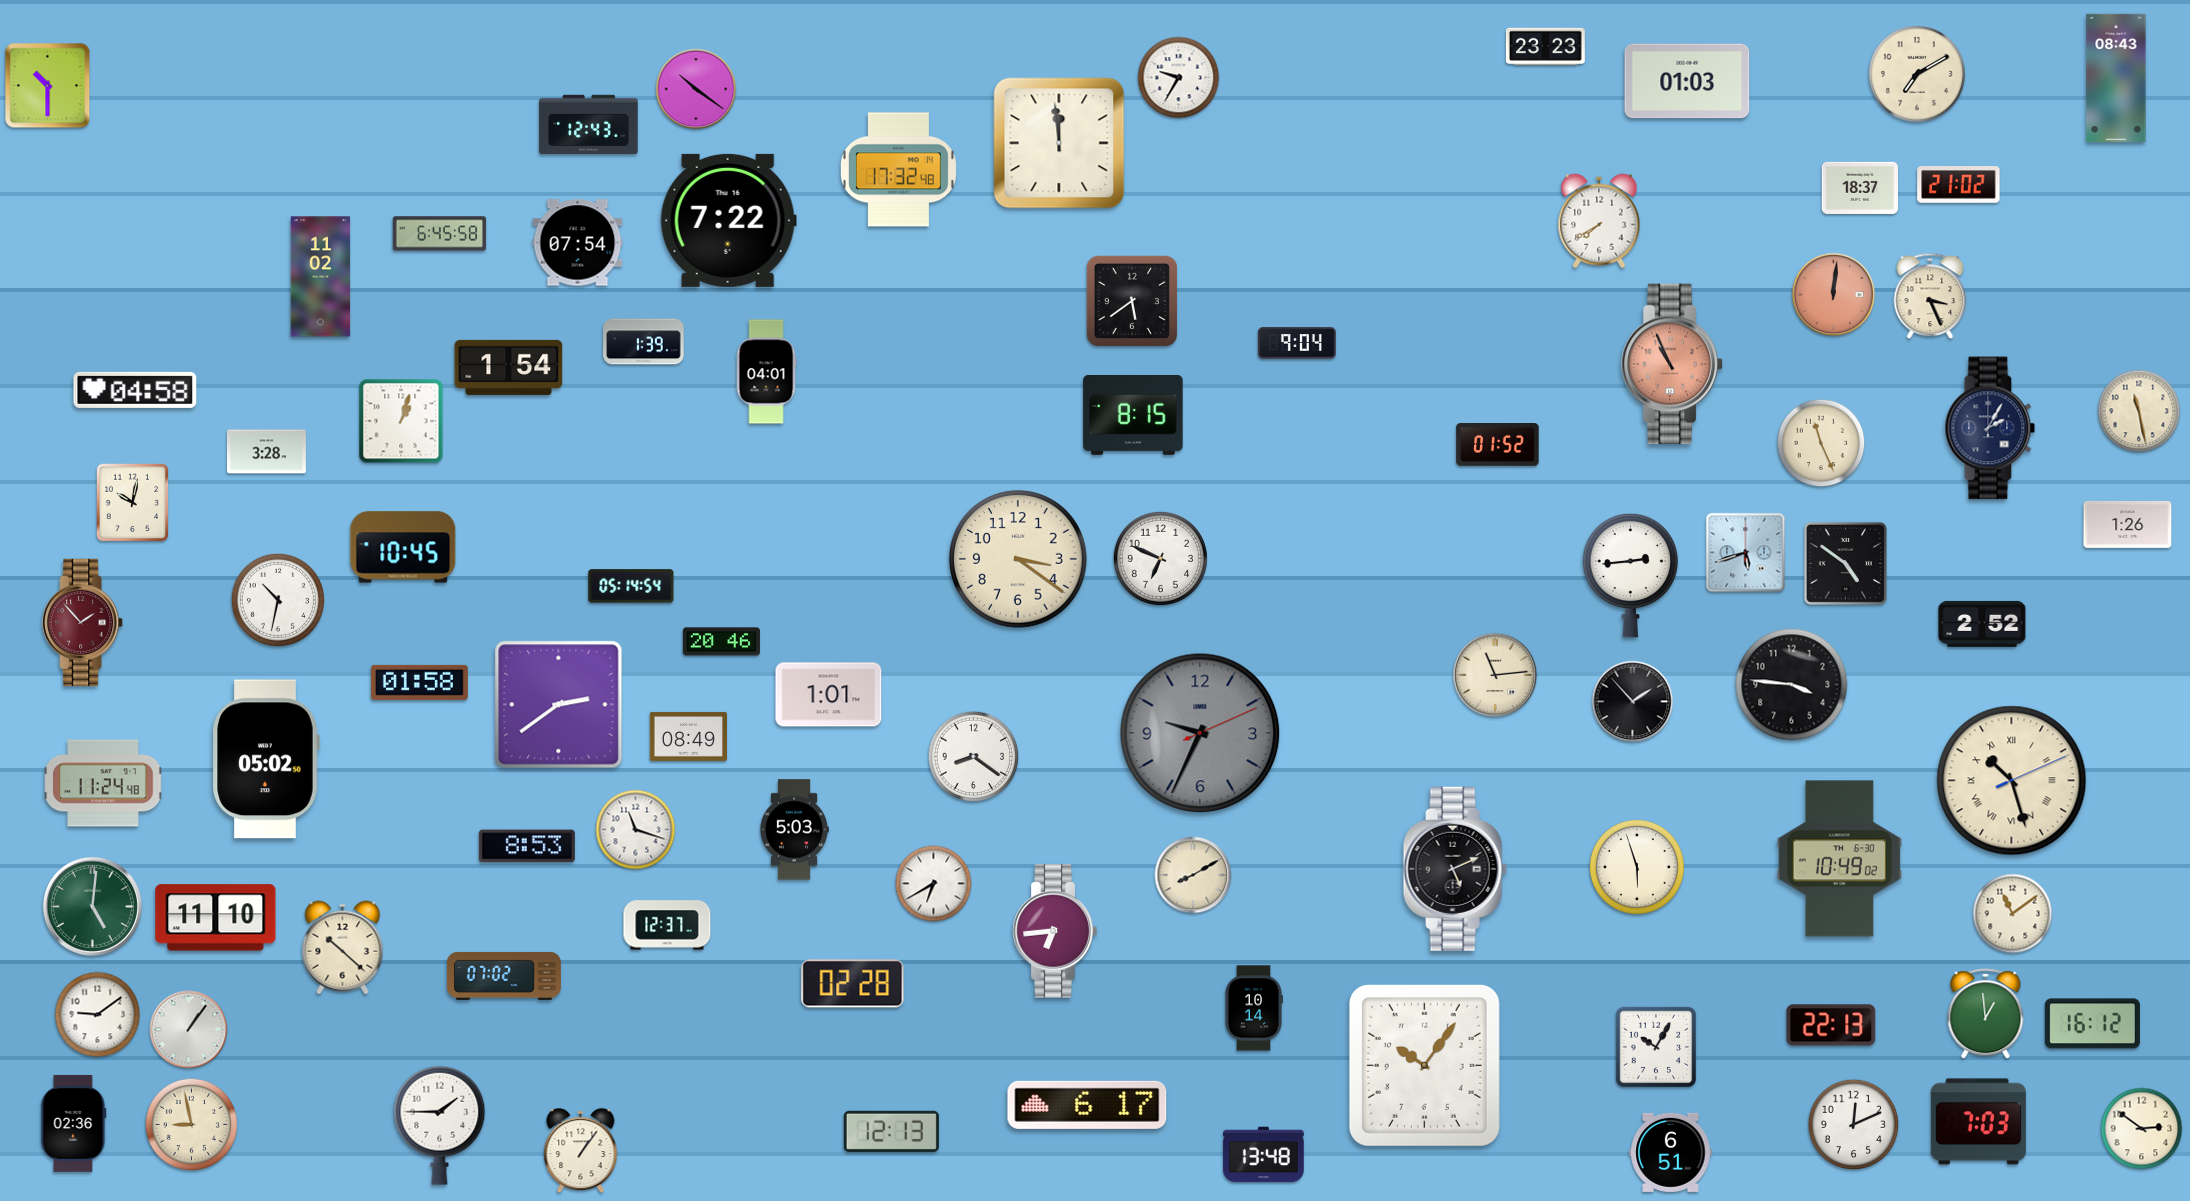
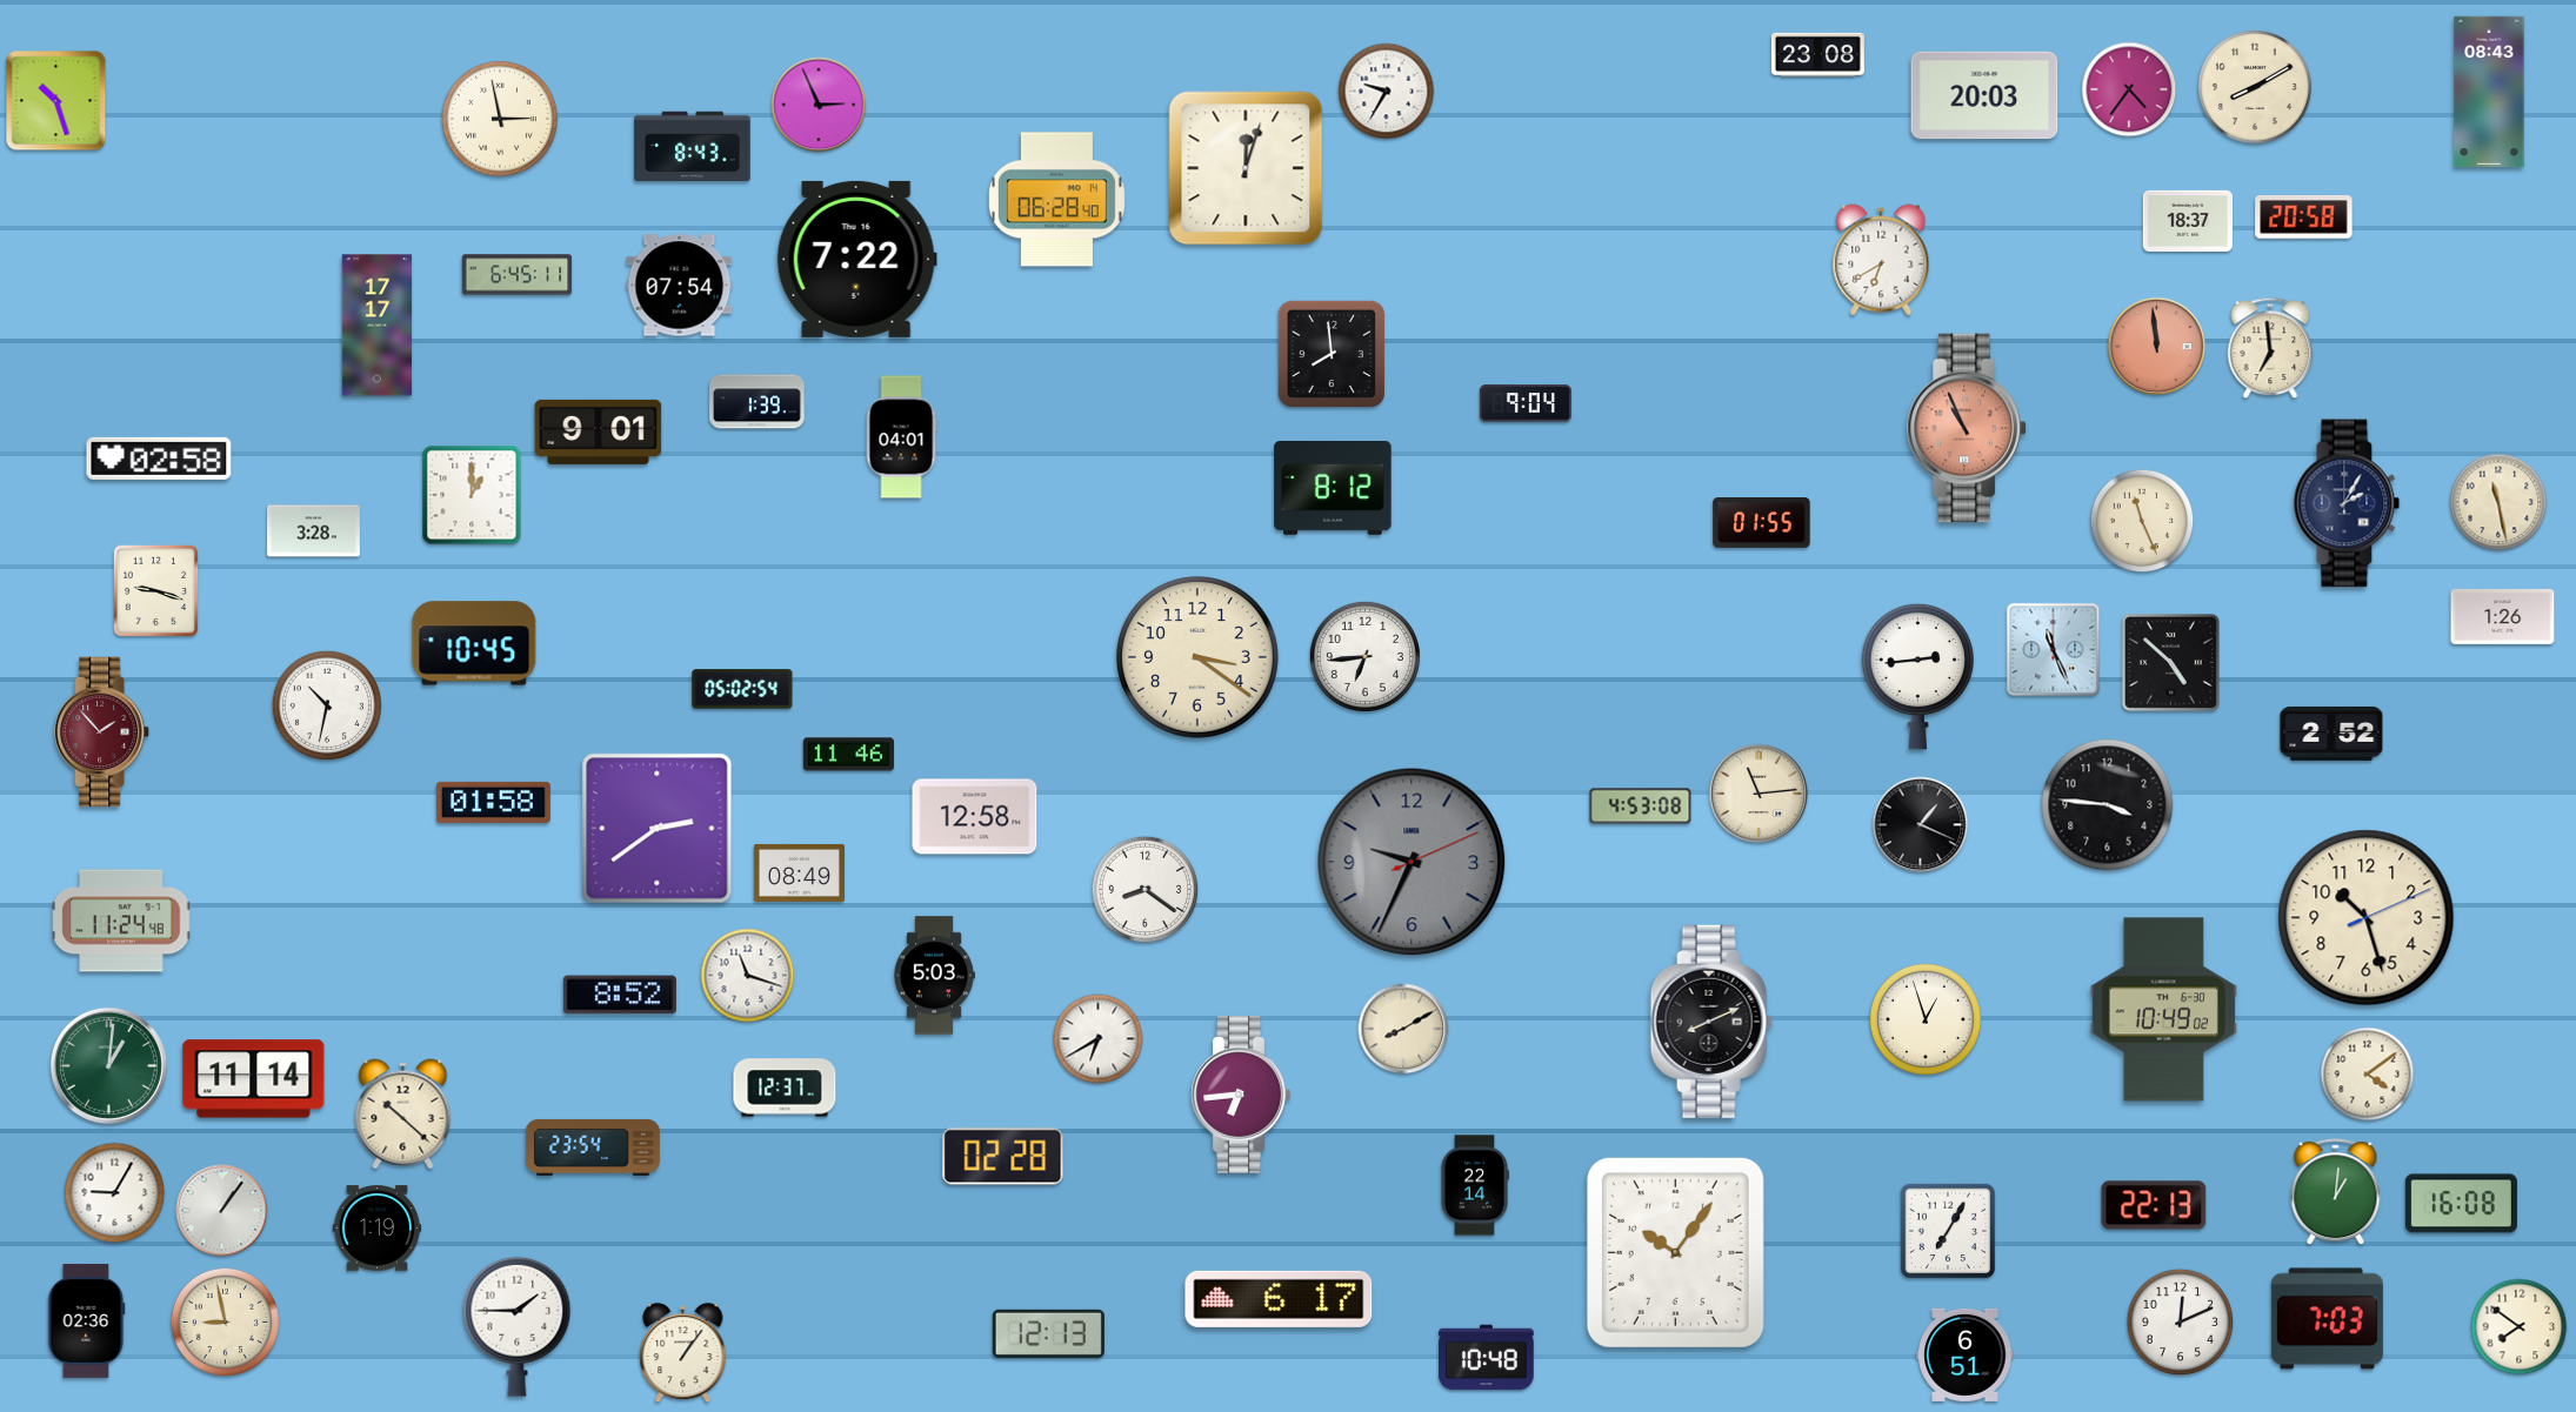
clock at (1545, 46): 23:23 -> 23:08
clock at (1917, 74): 7:10 -> 8:10
clock at (2129, 89): none -> 4:36
clock at (1687, 81): 01:03 -> 20:03
clock at (48, 86): 10:30 -> 10:27
clock at (696, 89): 10:21 -> 2:56
clock at (500, 119): none -> 2:58
clock at (589, 125): 12:43 -> 8:43
clock at (1059, 143): 11:59 -> 12:03
clock at (898, 170): 17:32 -> 06:28
clock at (1959, 185): 21:02 -> 20:58
clock at (1599, 221): 7:40 -> 6:40
clock at (440, 234): 6:45:58 -> 6:45:11
clock at (321, 277): 11:02 -> 17:17
clock at (1834, 295): 12:01 -> 11:59
clock at (1930, 296): 3:26 -> 6:59
clock at (1131, 300): 5:39 -> 7:59
clock at (509, 367): 1:54 -> 9:01
clock at (135, 390): 04:58 -> 02:58
clock at (2139, 411) position: (2139, 411) -> (2498, 502)
clock at (1133, 415): 8:15 -> 8:12
clock at (401, 421): 1:03 -> 1:00
clock at (1990, 428) position: (1990, 428) -> (2347, 503)
clock at (1498, 445): 01:52 -> 01:55
clock at (133, 503): 10:02 -> 9:18
clock at (1746, 553): 5:42 -> 11:26
clock at (1160, 558): 6:49 -> 6:44
clock at (1845, 563): 4:51 -> 4:52
clock at (631, 586): 05:14 -> 05:02
clock at (83, 623) position: (83, 623) -> (102, 732)
clock at (721, 642): 20:46 -> 11:46
clock at (1641, 807): none -> 4:53
clock at (829, 695): 1:01 -> 12:58
clock at (1633, 702): 1:53 -> 1:19
clock at (688, 736) position: (688, 736) -> (799, 872)
clock at (266, 759): 05:02 -> none
clock at (2012, 781) numerals: Roman -> Arabic
clock at (527, 846): 8:53 -> 8:52
clock at (1637, 867): 5:57 -> 12:57
clock at (1455, 869): 5:11 -> 8:11
clock at (92, 906): 5:01 -> 1:01
clock at (2013, 914): 11:09 -> 4:09
clock at (216, 918): 11:10 -> 11:14
clock at (504, 976): 07:02 -> 23:54
clock at (1253, 1008): 10:14 -> 22:14
clock at (1986, 1014): 12:59 -> 1:01
clock at (98, 1015): 9:09 -> 9:05
clock at (2092, 1024): 16:12 -> 16:08
clock at (378, 1229): none -> 1:19
clock at (1656, 1047): 10:05 -> 7:05
clock at (440, 1125) position: (440, 1125) -> (518, 1326)
clock at (2142, 1129): 2:51 -> 7:51
clock at (891, 1131) position: (891, 1131) -> (1048, 1333)
clock at (1264, 1155): 13:48 -> 10:48
